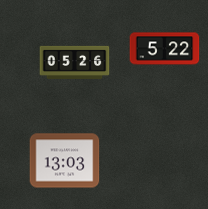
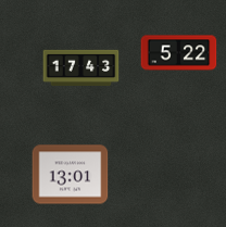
clock at (75, 62): 05:26 -> 17:43
clock at (65, 161): 13:03 -> 13:01
